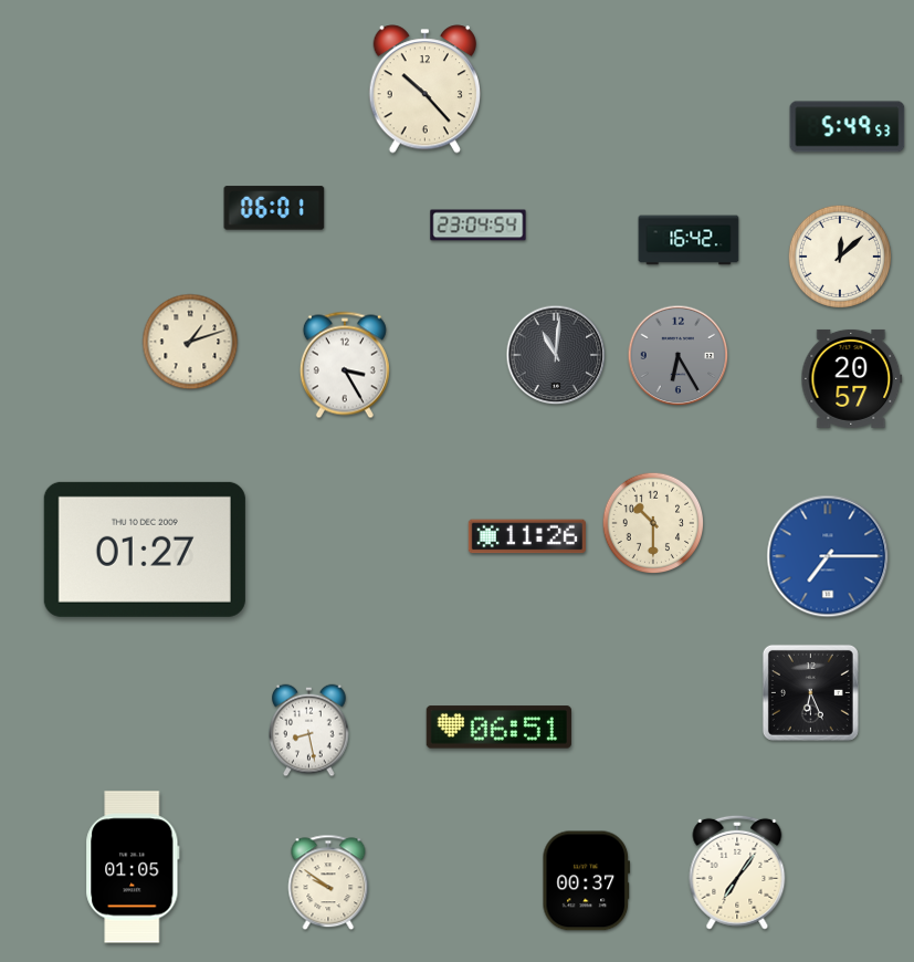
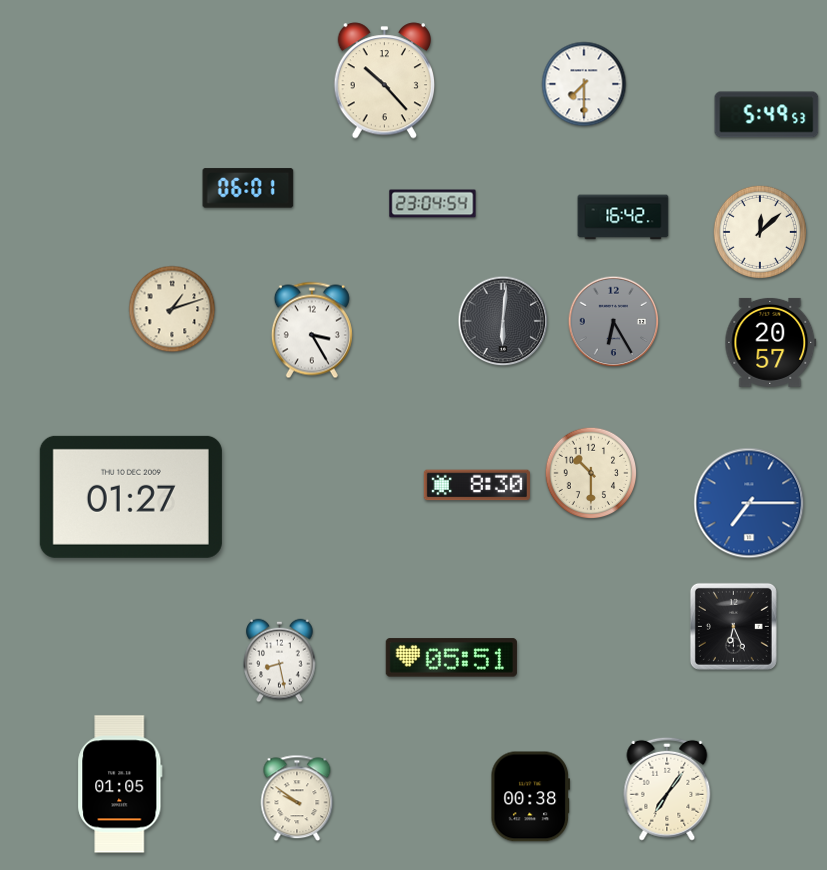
clock at (584, 84): none -> 7:30
clock at (556, 355): 11:01 -> 6:01
clock at (527, 536): 11:26 -> 8:30
clock at (498, 728): 06:51 -> 05:51
clock at (586, 881): 00:37 -> 00:38
